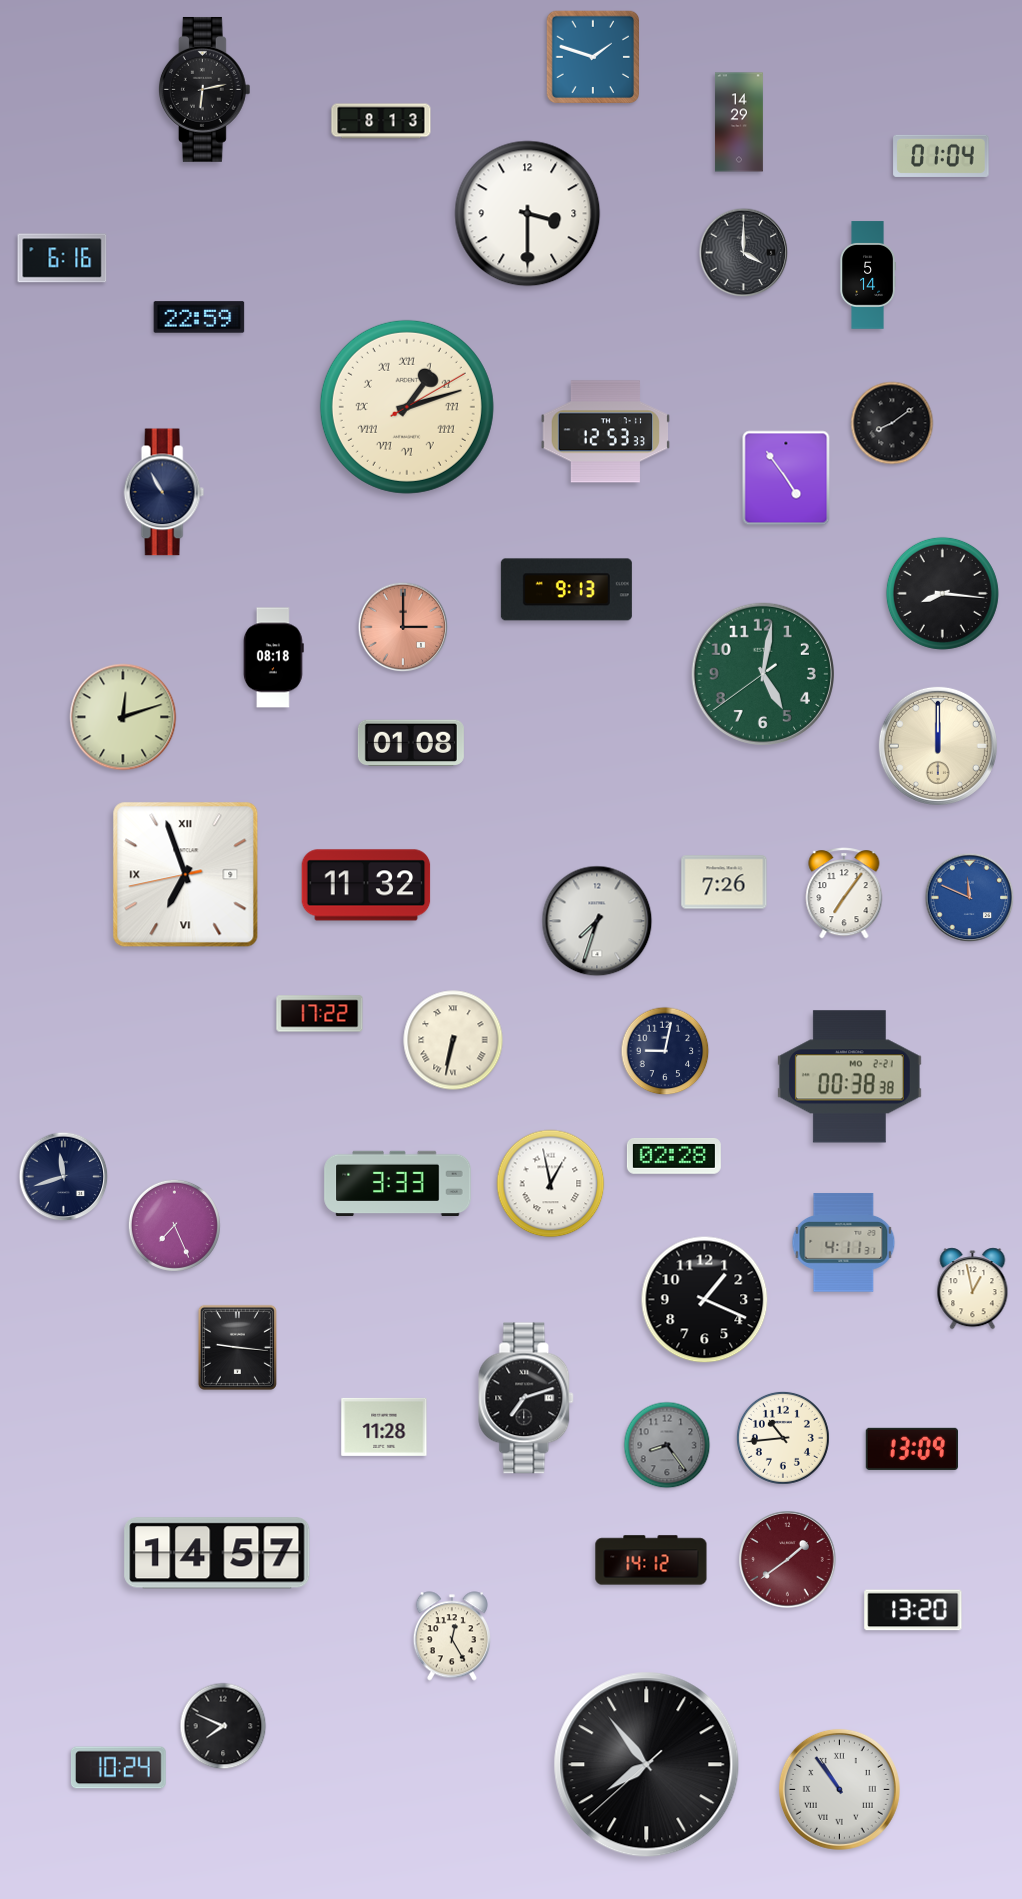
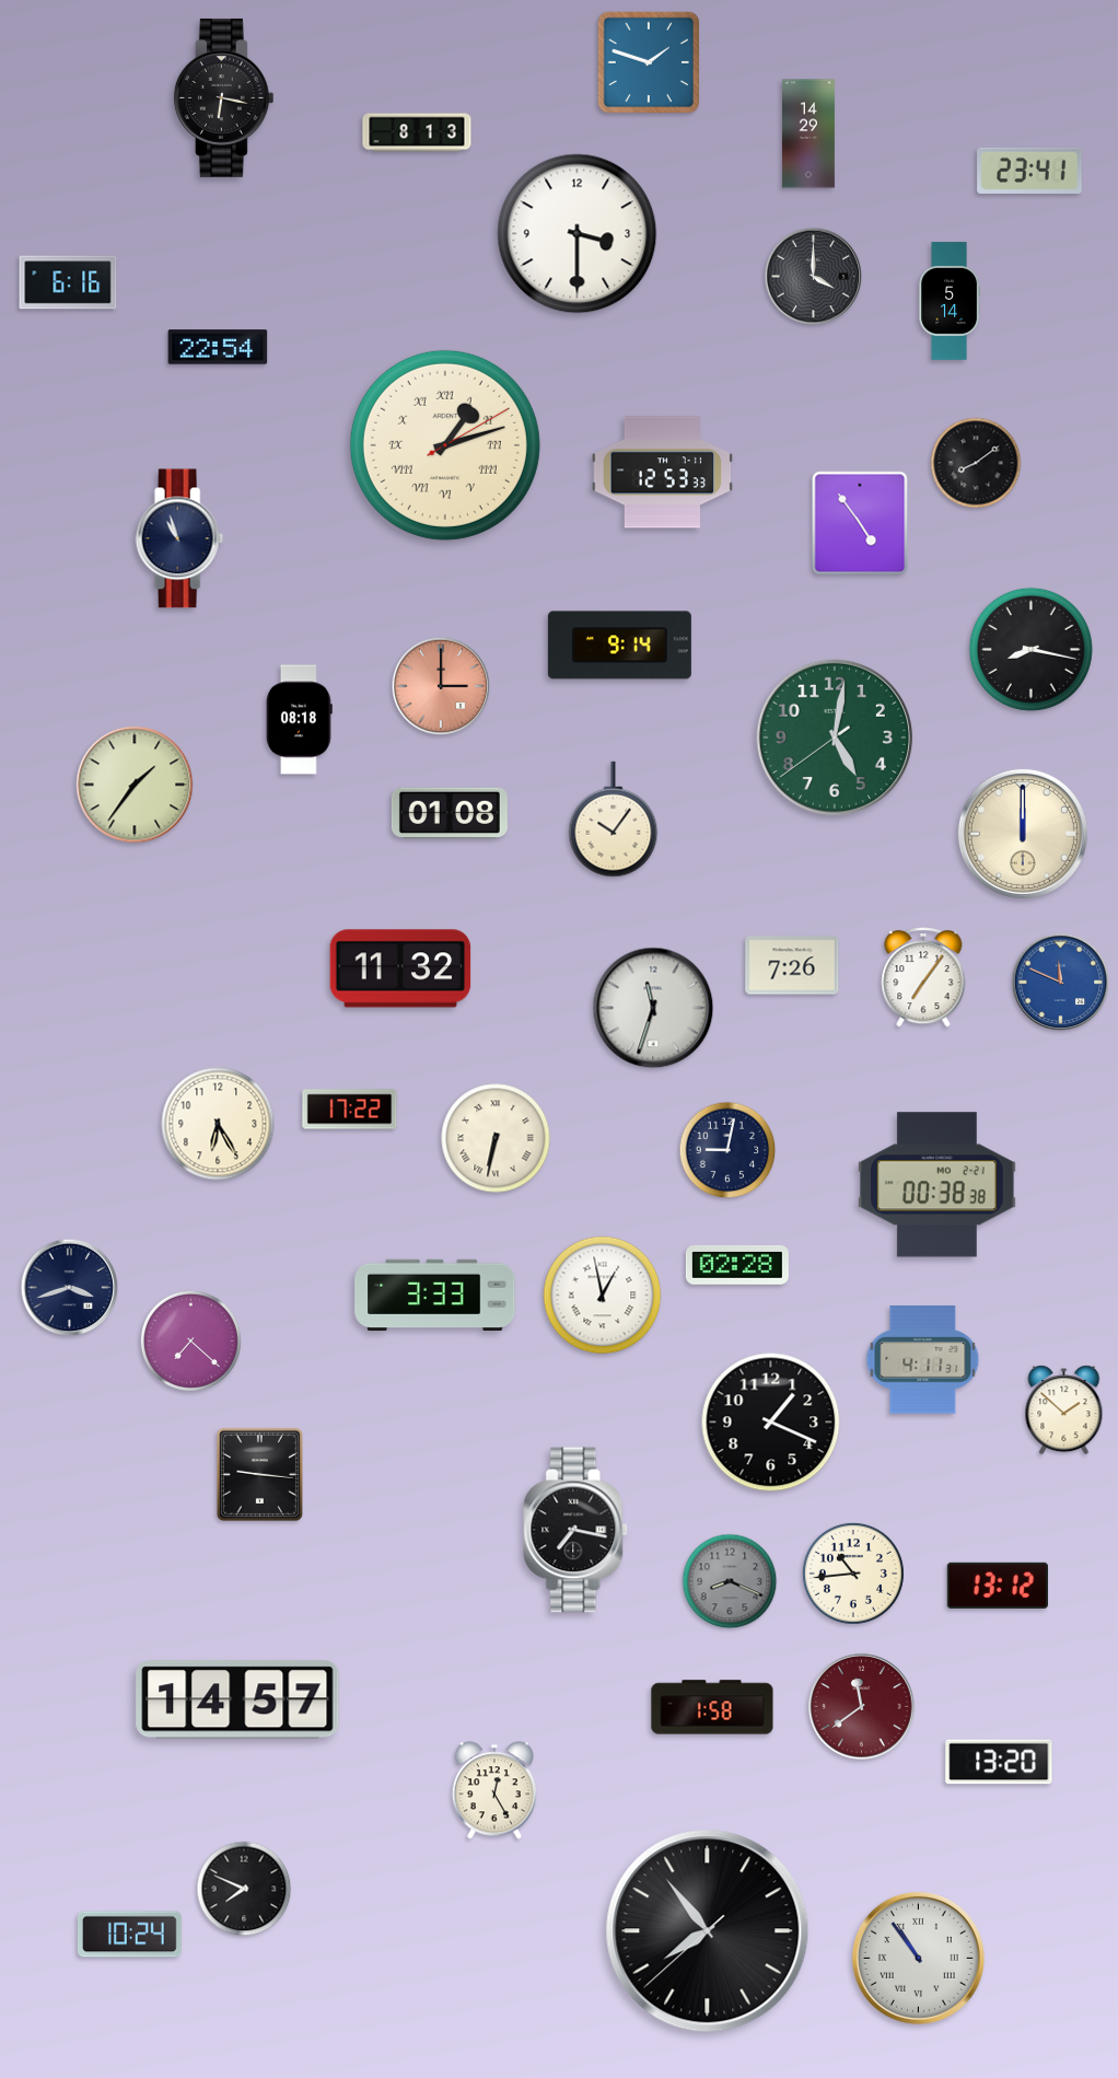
clock at (204, 89): 6:13 -> 6:17
clock at (941, 156): 01:04 -> 23:41
clock at (199, 317): 22:59 -> 22:54
clock at (164, 492): 10:55 -> 10:57
clock at (566, 590): 9:13 -> 9:14
clock at (942, 593): 8:16 -> 8:17
clock at (123, 717): 12:12 -> 1:36
clock at (938, 746) position: (938, 746) -> (1023, 834)
clock at (614, 820): none -> 10:06
clock at (186, 875): 6:56 -> none
clock at (597, 921): 7:33 -> 11:33
clock at (218, 1124): none -> 6:25
clock at (849, 1077) position: (849, 1077) -> (936, 1185)
clock at (64, 1177): 11:42 -> 3:42
clock at (174, 1225): 7:26 -> 7:22
clock at (973, 1289): 12:58 -> 1:52
clock at (527, 1398): 7:12 -> 7:17
clock at (384, 1427): 11:28 -> none
clock at (783, 1438) position: (783, 1438) -> (853, 1574)
clock at (667, 1445): 8:24 -> 8:19
clock at (911, 1449): 13:09 -> 13:12
clock at (651, 1560): 14:12 -> 1:58
clock at (788, 1560): 1:39 -> 11:39
